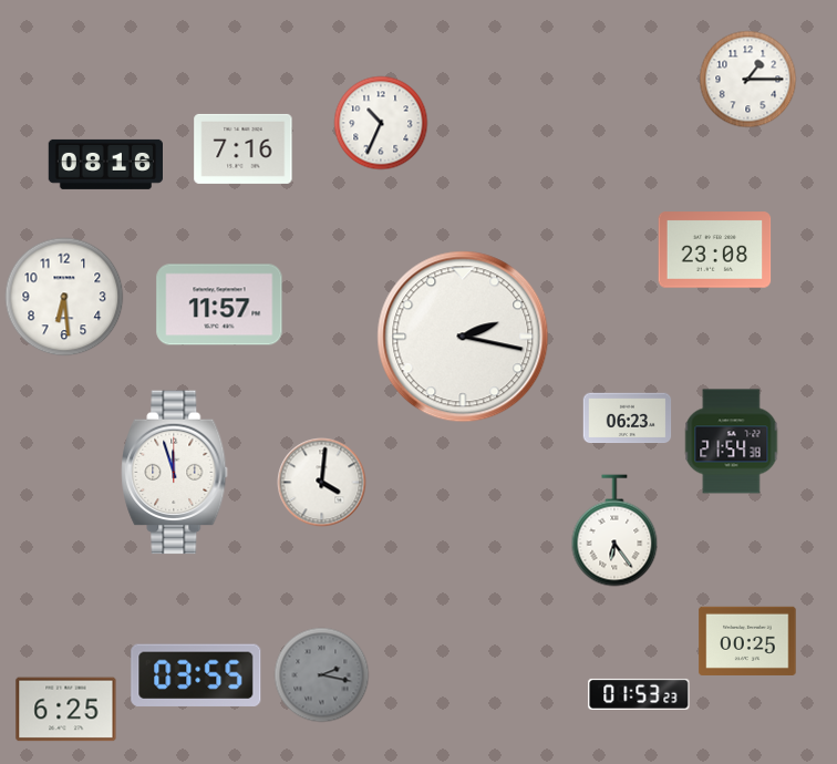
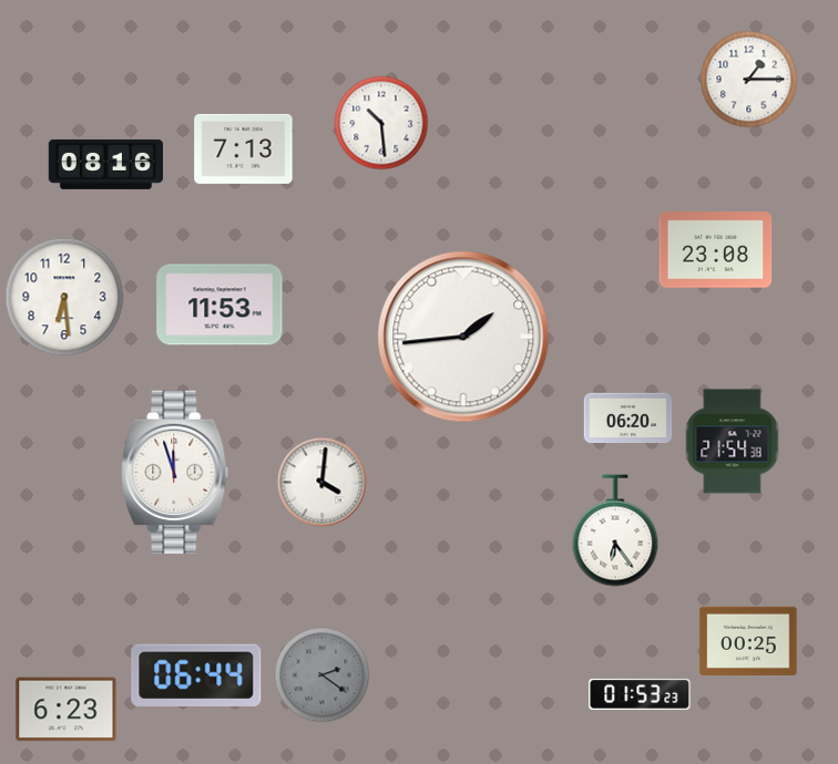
clock at (381, 123): 10:34 -> 10:29
clock at (244, 148): 7:16 -> 7:13
clock at (219, 304): 11:57 -> 11:53
clock at (463, 337): 2:17 -> 1:44
clock at (628, 419): 06:23 -> 06:20
clock at (196, 675): 03:55 -> 06:44
clock at (322, 675): 2:17 -> 2:21
clock at (66, 710): 6:25 -> 6:23
